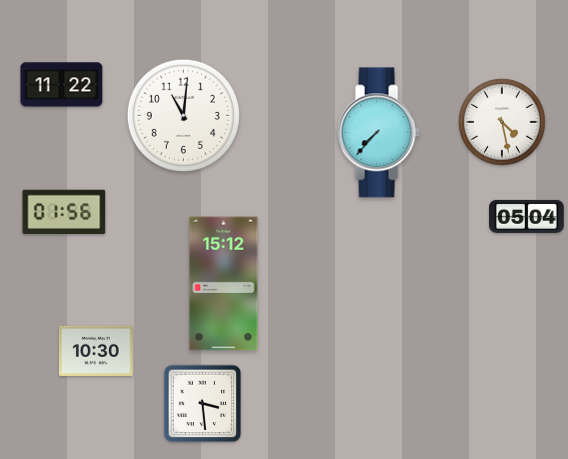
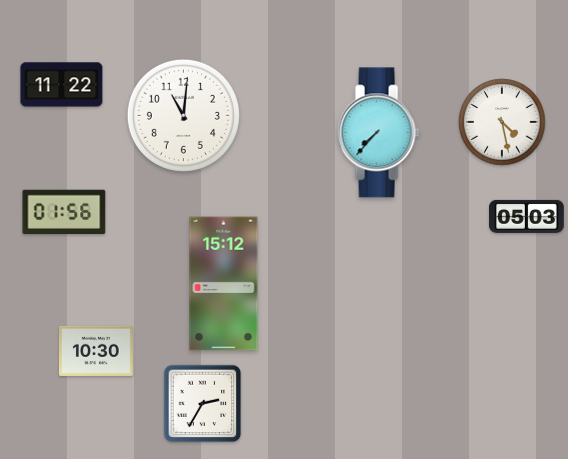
clock at (527, 216): 05:04 -> 05:03
clock at (203, 404): 3:29 -> 2:35
